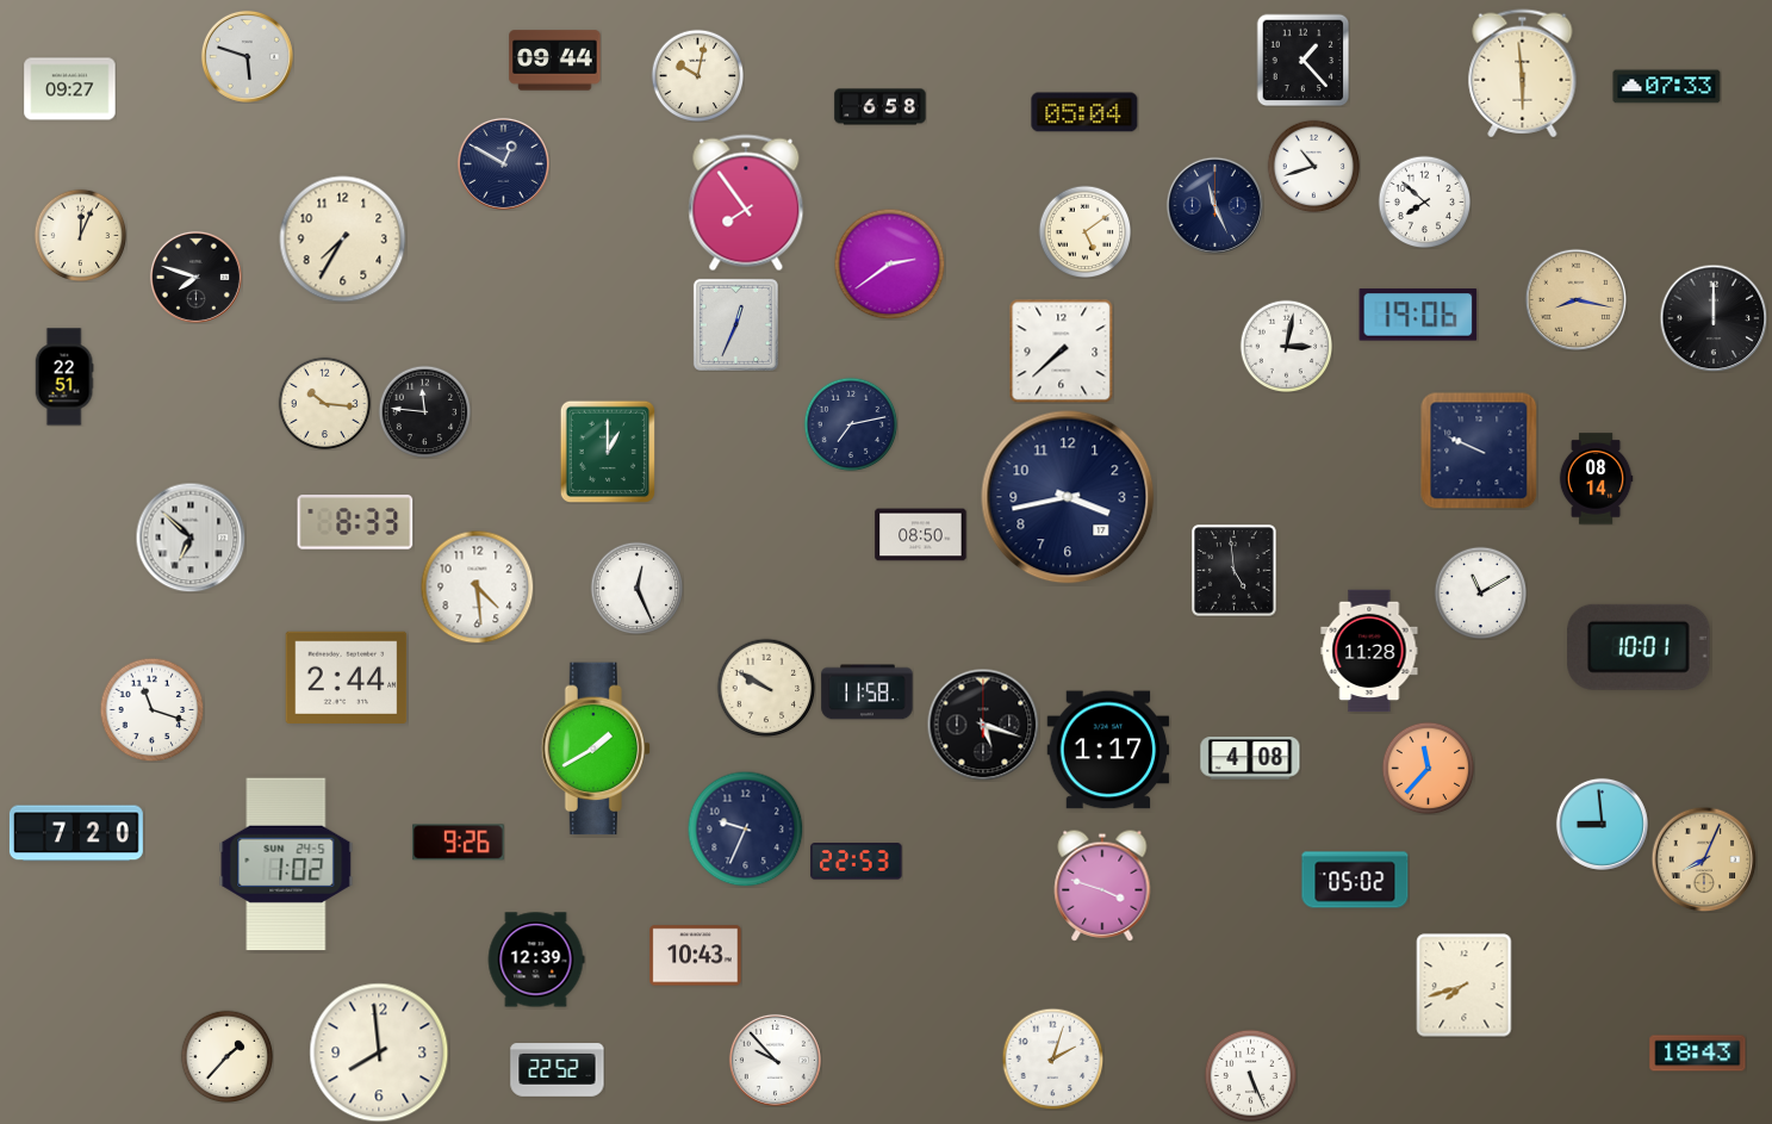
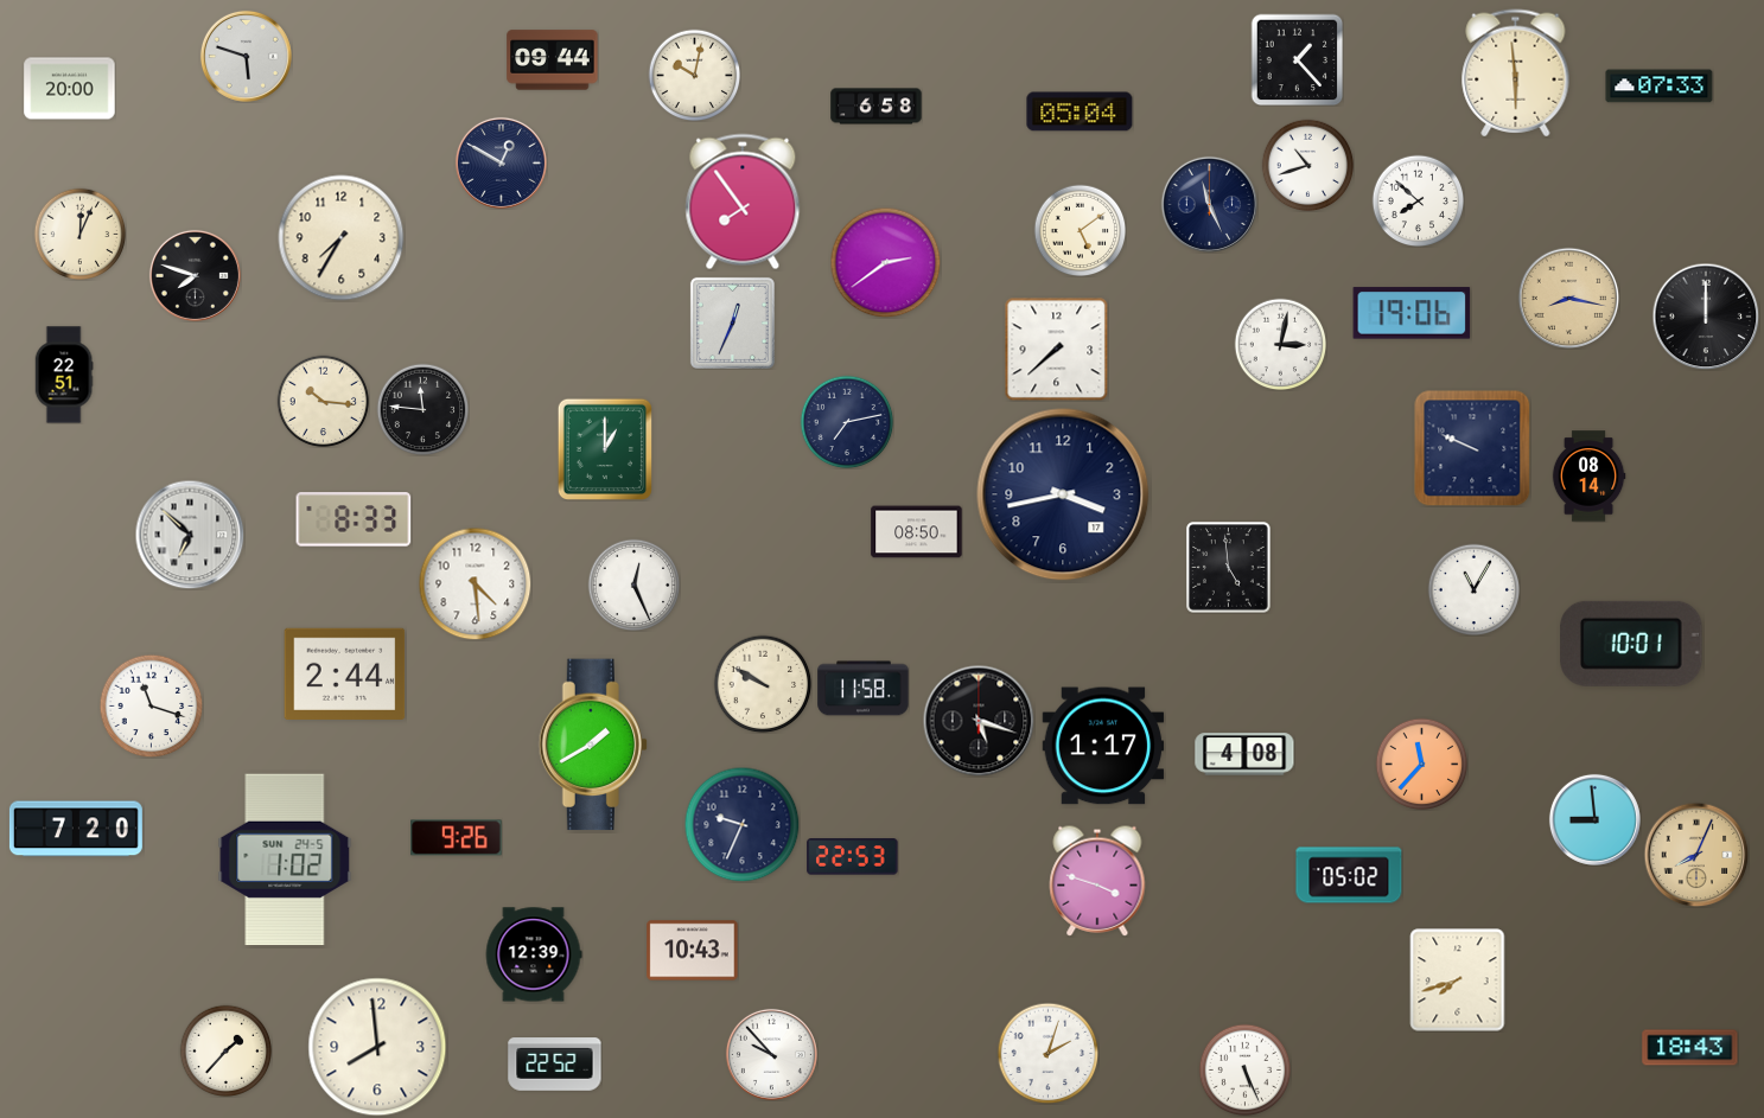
clock at (70, 89): 09:27 -> 20:00
clock at (1480, 592): 11:10 -> 11:05
clock at (1369, 651): 11:28 -> none
